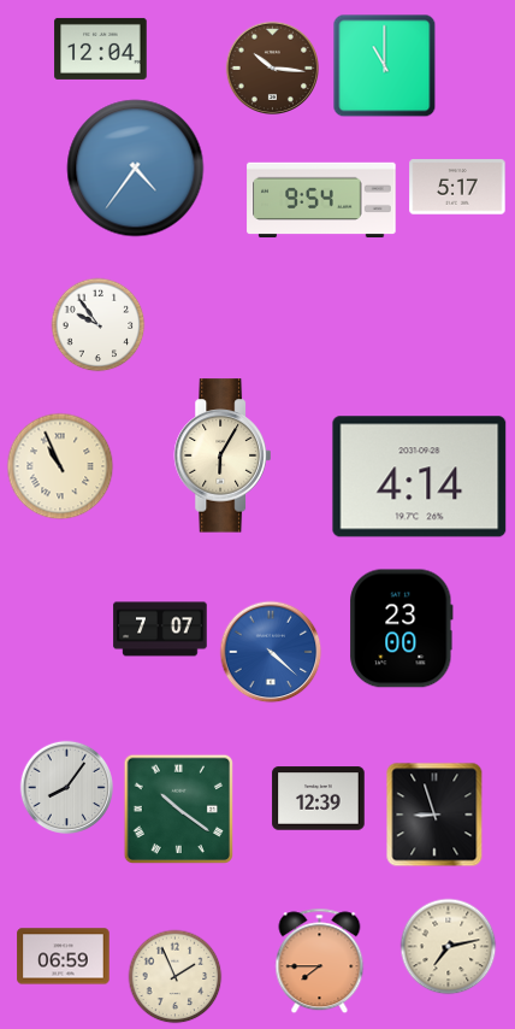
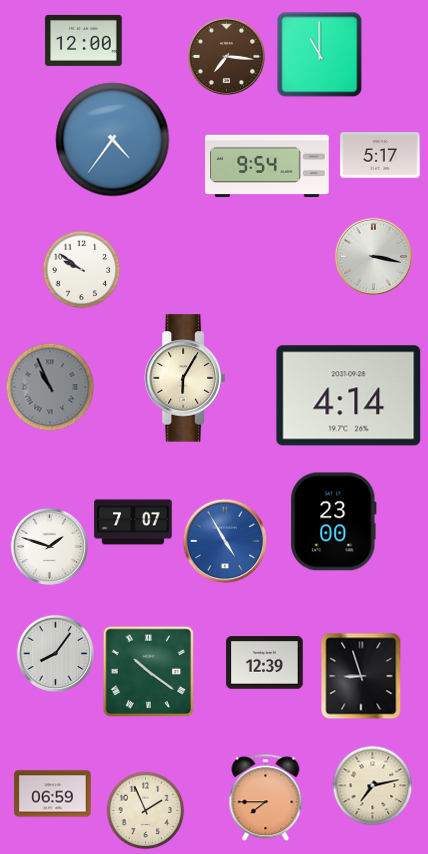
clock at (101, 48): 12:04 -> 12:00
clock at (272, 67): 10:16 -> 7:16
clock at (373, 256): none -> 3:17
clock at (97, 324): 9:54 -> 9:51
clock at (60, 466) dial: cream -> grey
clock at (271, 652): 4:22 -> 4:55
clock at (49, 546): none -> 1:48
